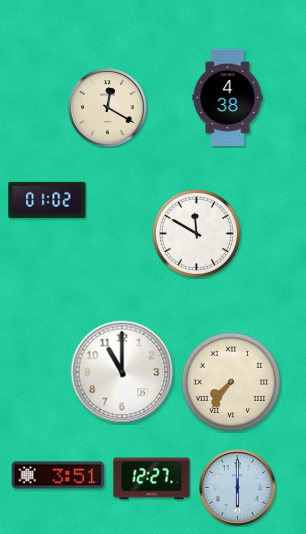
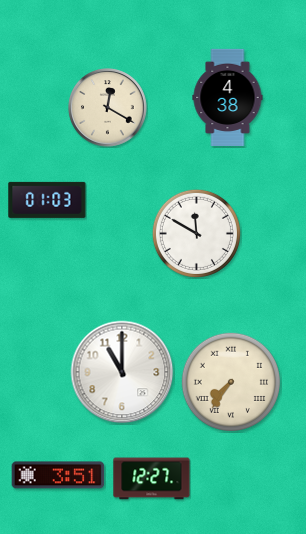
clock at (47, 200): 01:02 -> 01:03
clock at (238, 488): 6:00 -> none
